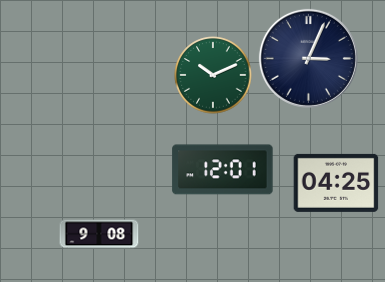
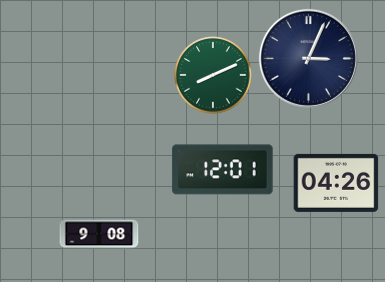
clock at (213, 75): 10:11 -> 8:11
clock at (336, 183): 04:25 -> 04:26
